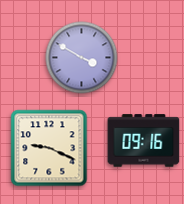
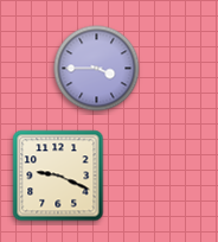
clock at (82, 58): 3:50 -> 3:45
clock at (144, 141): 09:16 -> none
